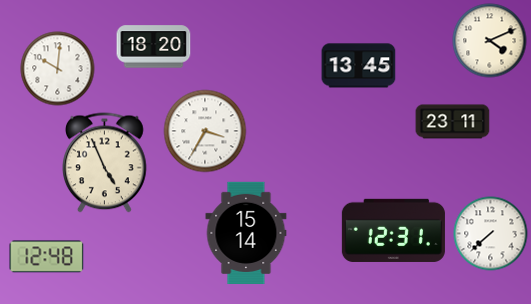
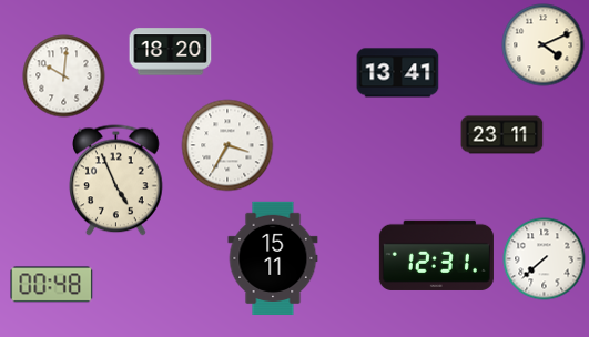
clock at (359, 66): 13:45 -> 13:41
clock at (246, 232): 15:14 -> 15:11
clock at (47, 257): 12:48 -> 00:48
